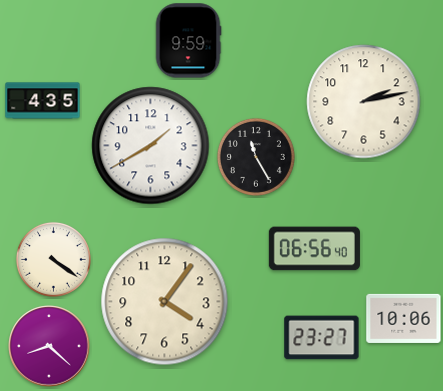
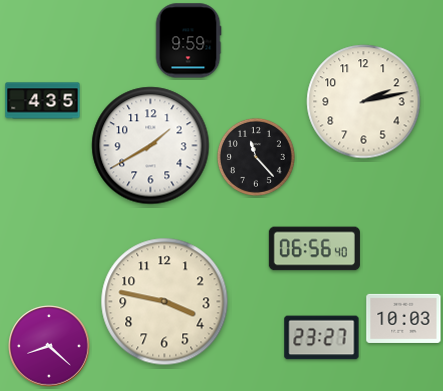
clock at (256, 157): 11:25 -> 11:23
clock at (53, 259): 4:21 -> none
clock at (165, 302): 4:06 -> 3:47
clock at (404, 318): 10:06 -> 10:03
